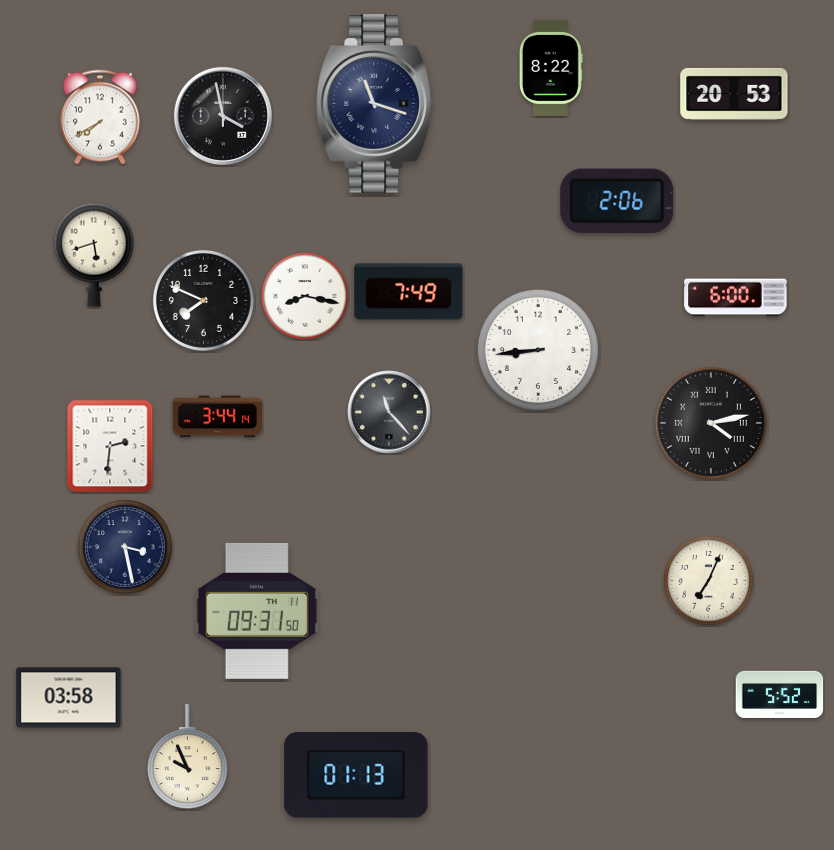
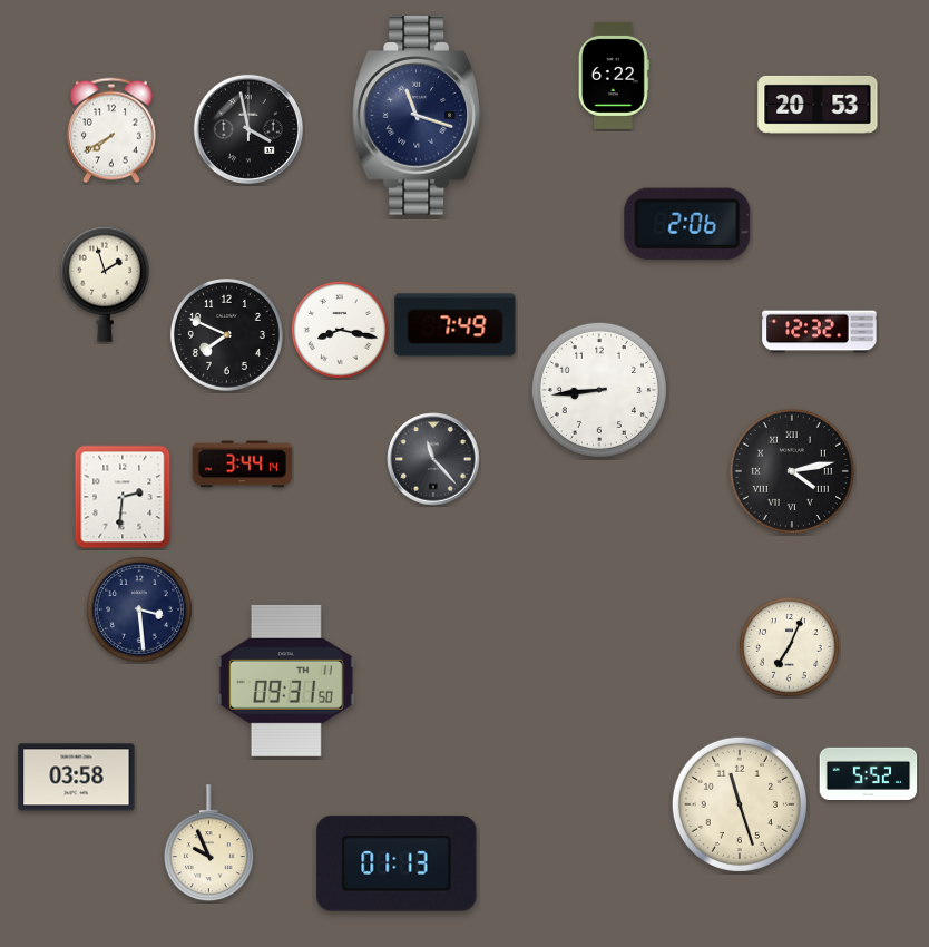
clock at (551, 68): 8:22 -> 6:22
clock at (94, 255): 5:42 -> 1:57
clock at (736, 298): 6:00 -> 12:32
clock at (125, 547): 3:28 -> 3:29
clock at (740, 804): none -> 11:27
